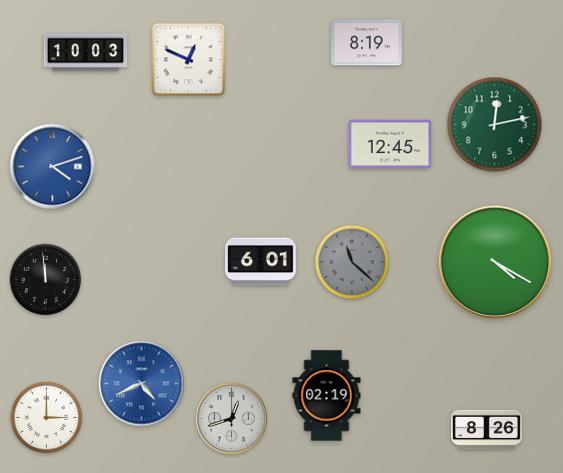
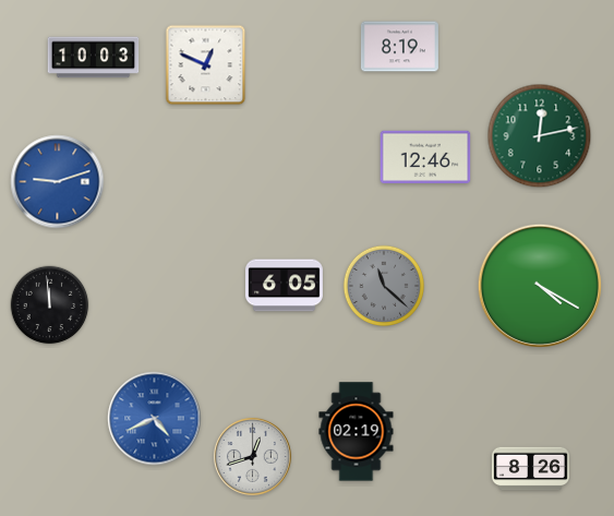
clock at (390, 144): 12:45 -> 12:46
clock at (53, 167): 4:12 -> 9:12
clock at (260, 262): 6:01 -> 6:05
clock at (47, 418): 3:00 -> none
